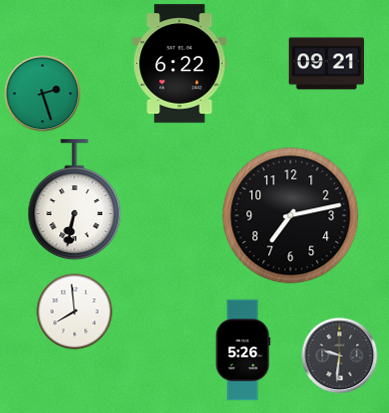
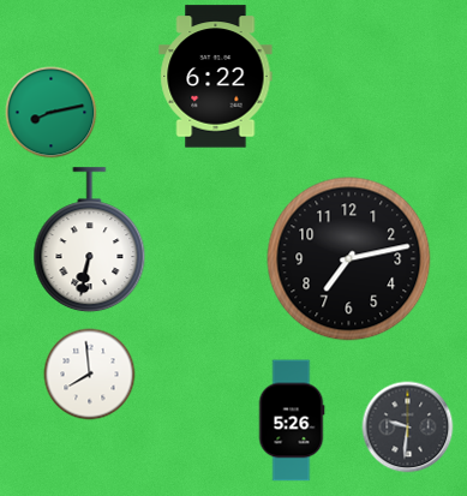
clock at (327, 64): 09:21 -> none
clock at (43, 94): 2:27 -> 8:13
